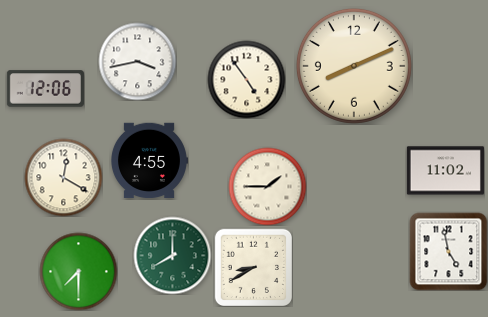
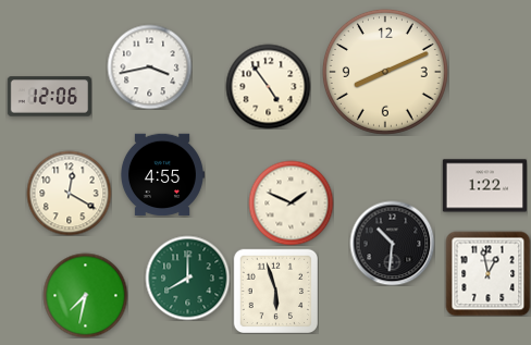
clock at (445, 171): 11:02 -> 1:22
clock at (267, 186): 1:45 -> 1:49
clock at (392, 243): none -> 10:31
clock at (448, 251): 4:58 -> 12:58
clock at (253, 267): 8:40 -> 5:57
clock at (78, 271): 7:30 -> 7:32
